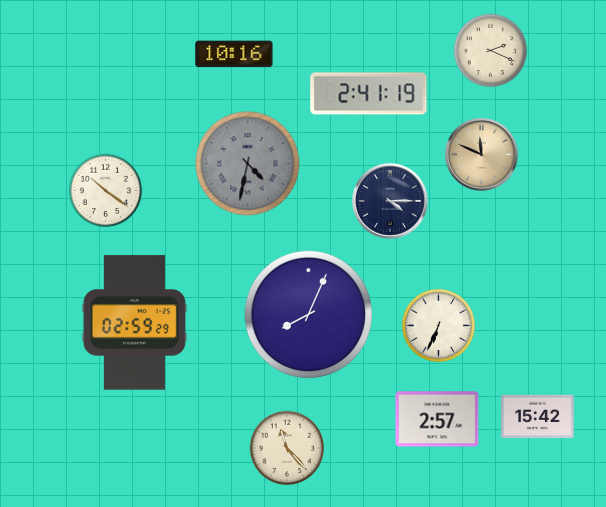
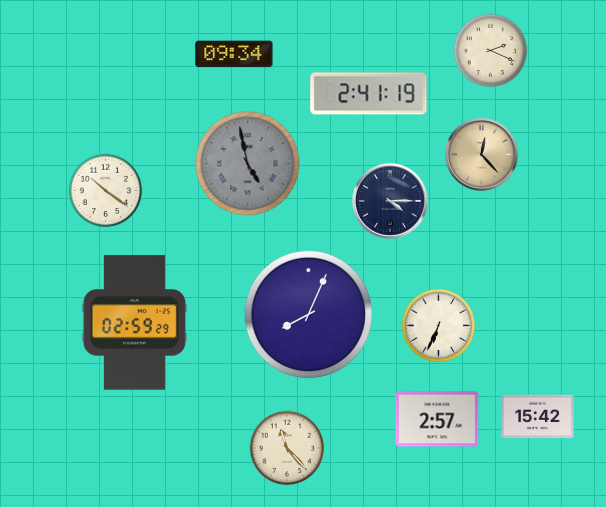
clock at (234, 54): 10:16 -> 09:34
clock at (481, 154): 11:49 -> 12:23
clock at (248, 164): 4:32 -> 4:58
